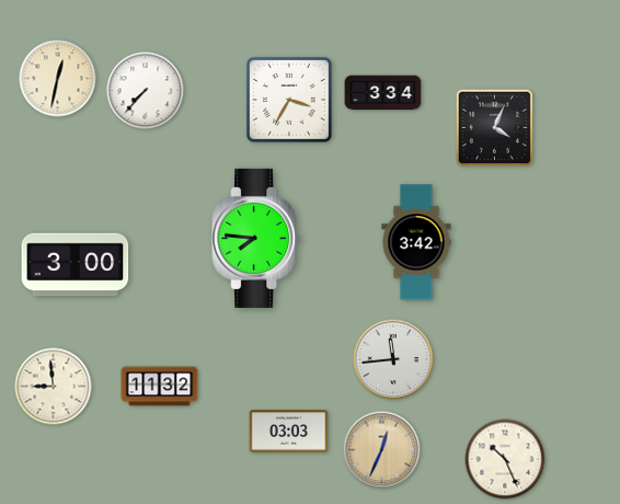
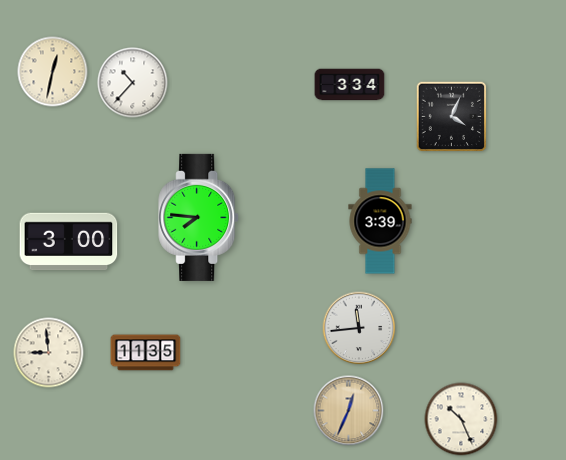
clock at (146, 91): 7:37 -> 10:37
clock at (289, 100): 3:35 -> none
clock at (256, 238) position: (256, 238) -> (199, 217)
clock at (416, 242): 3:42 -> 3:39
clock at (160, 387): 11:32 -> 11:35
clock at (289, 432): 03:03 -> none
